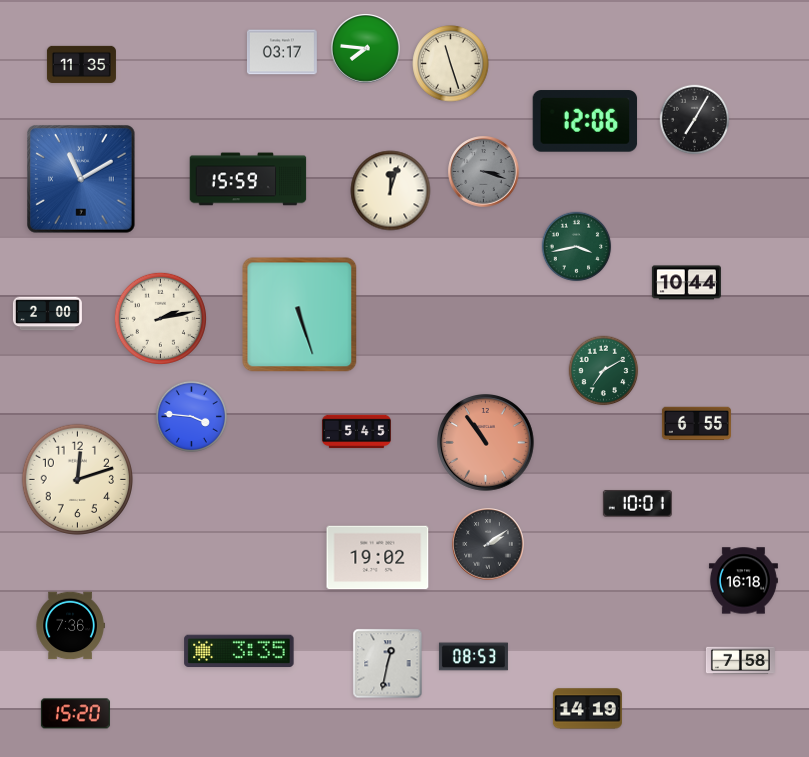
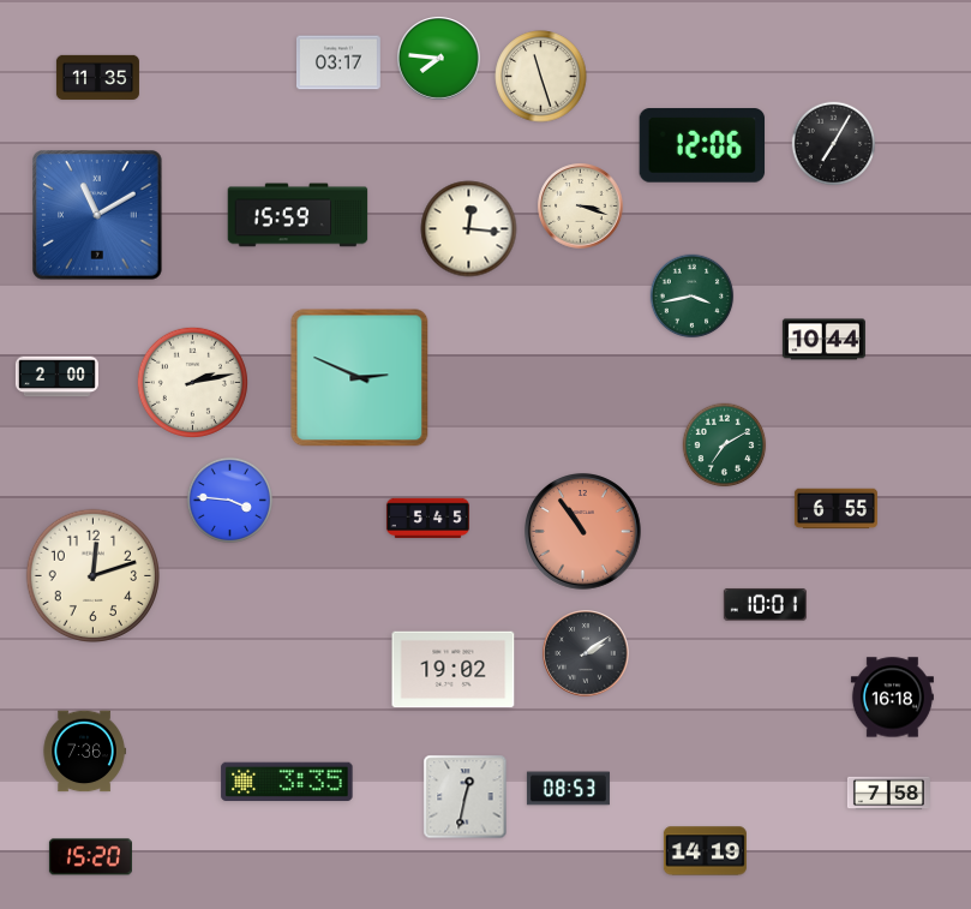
clock at (484, 172) dial: grey -> cream
clock at (391, 191): 12:03 -> 12:16
clock at (300, 315): 5:27 -> 2:49
